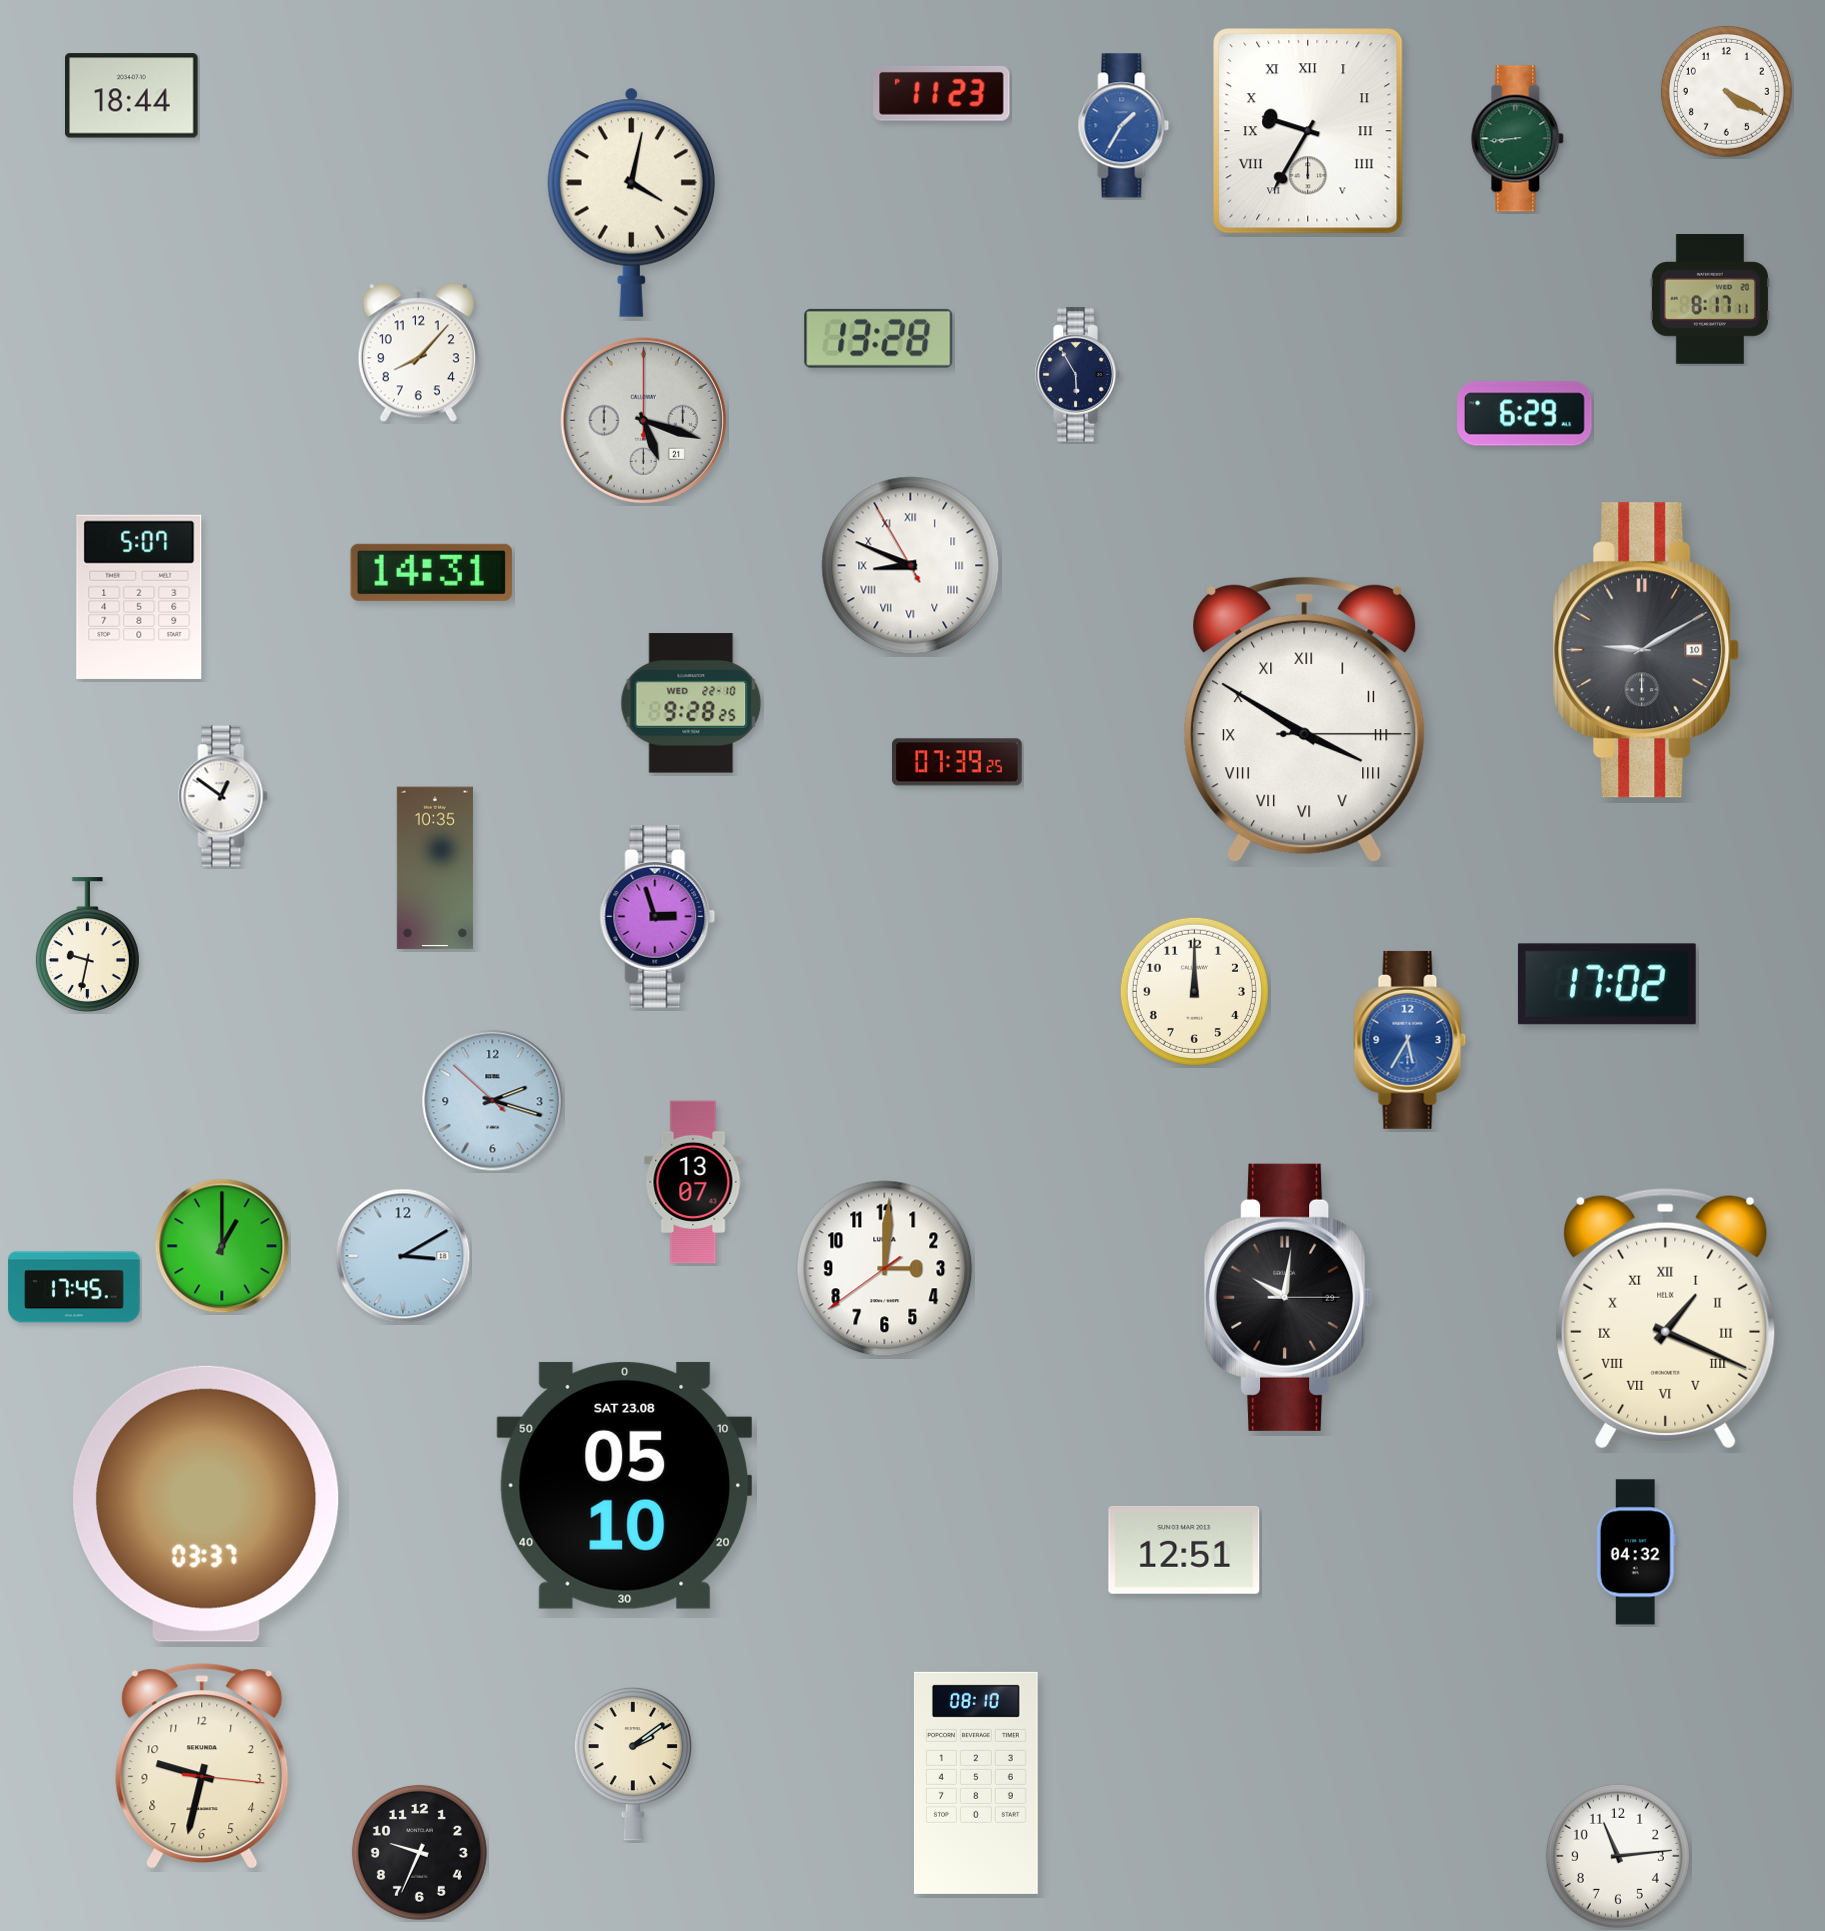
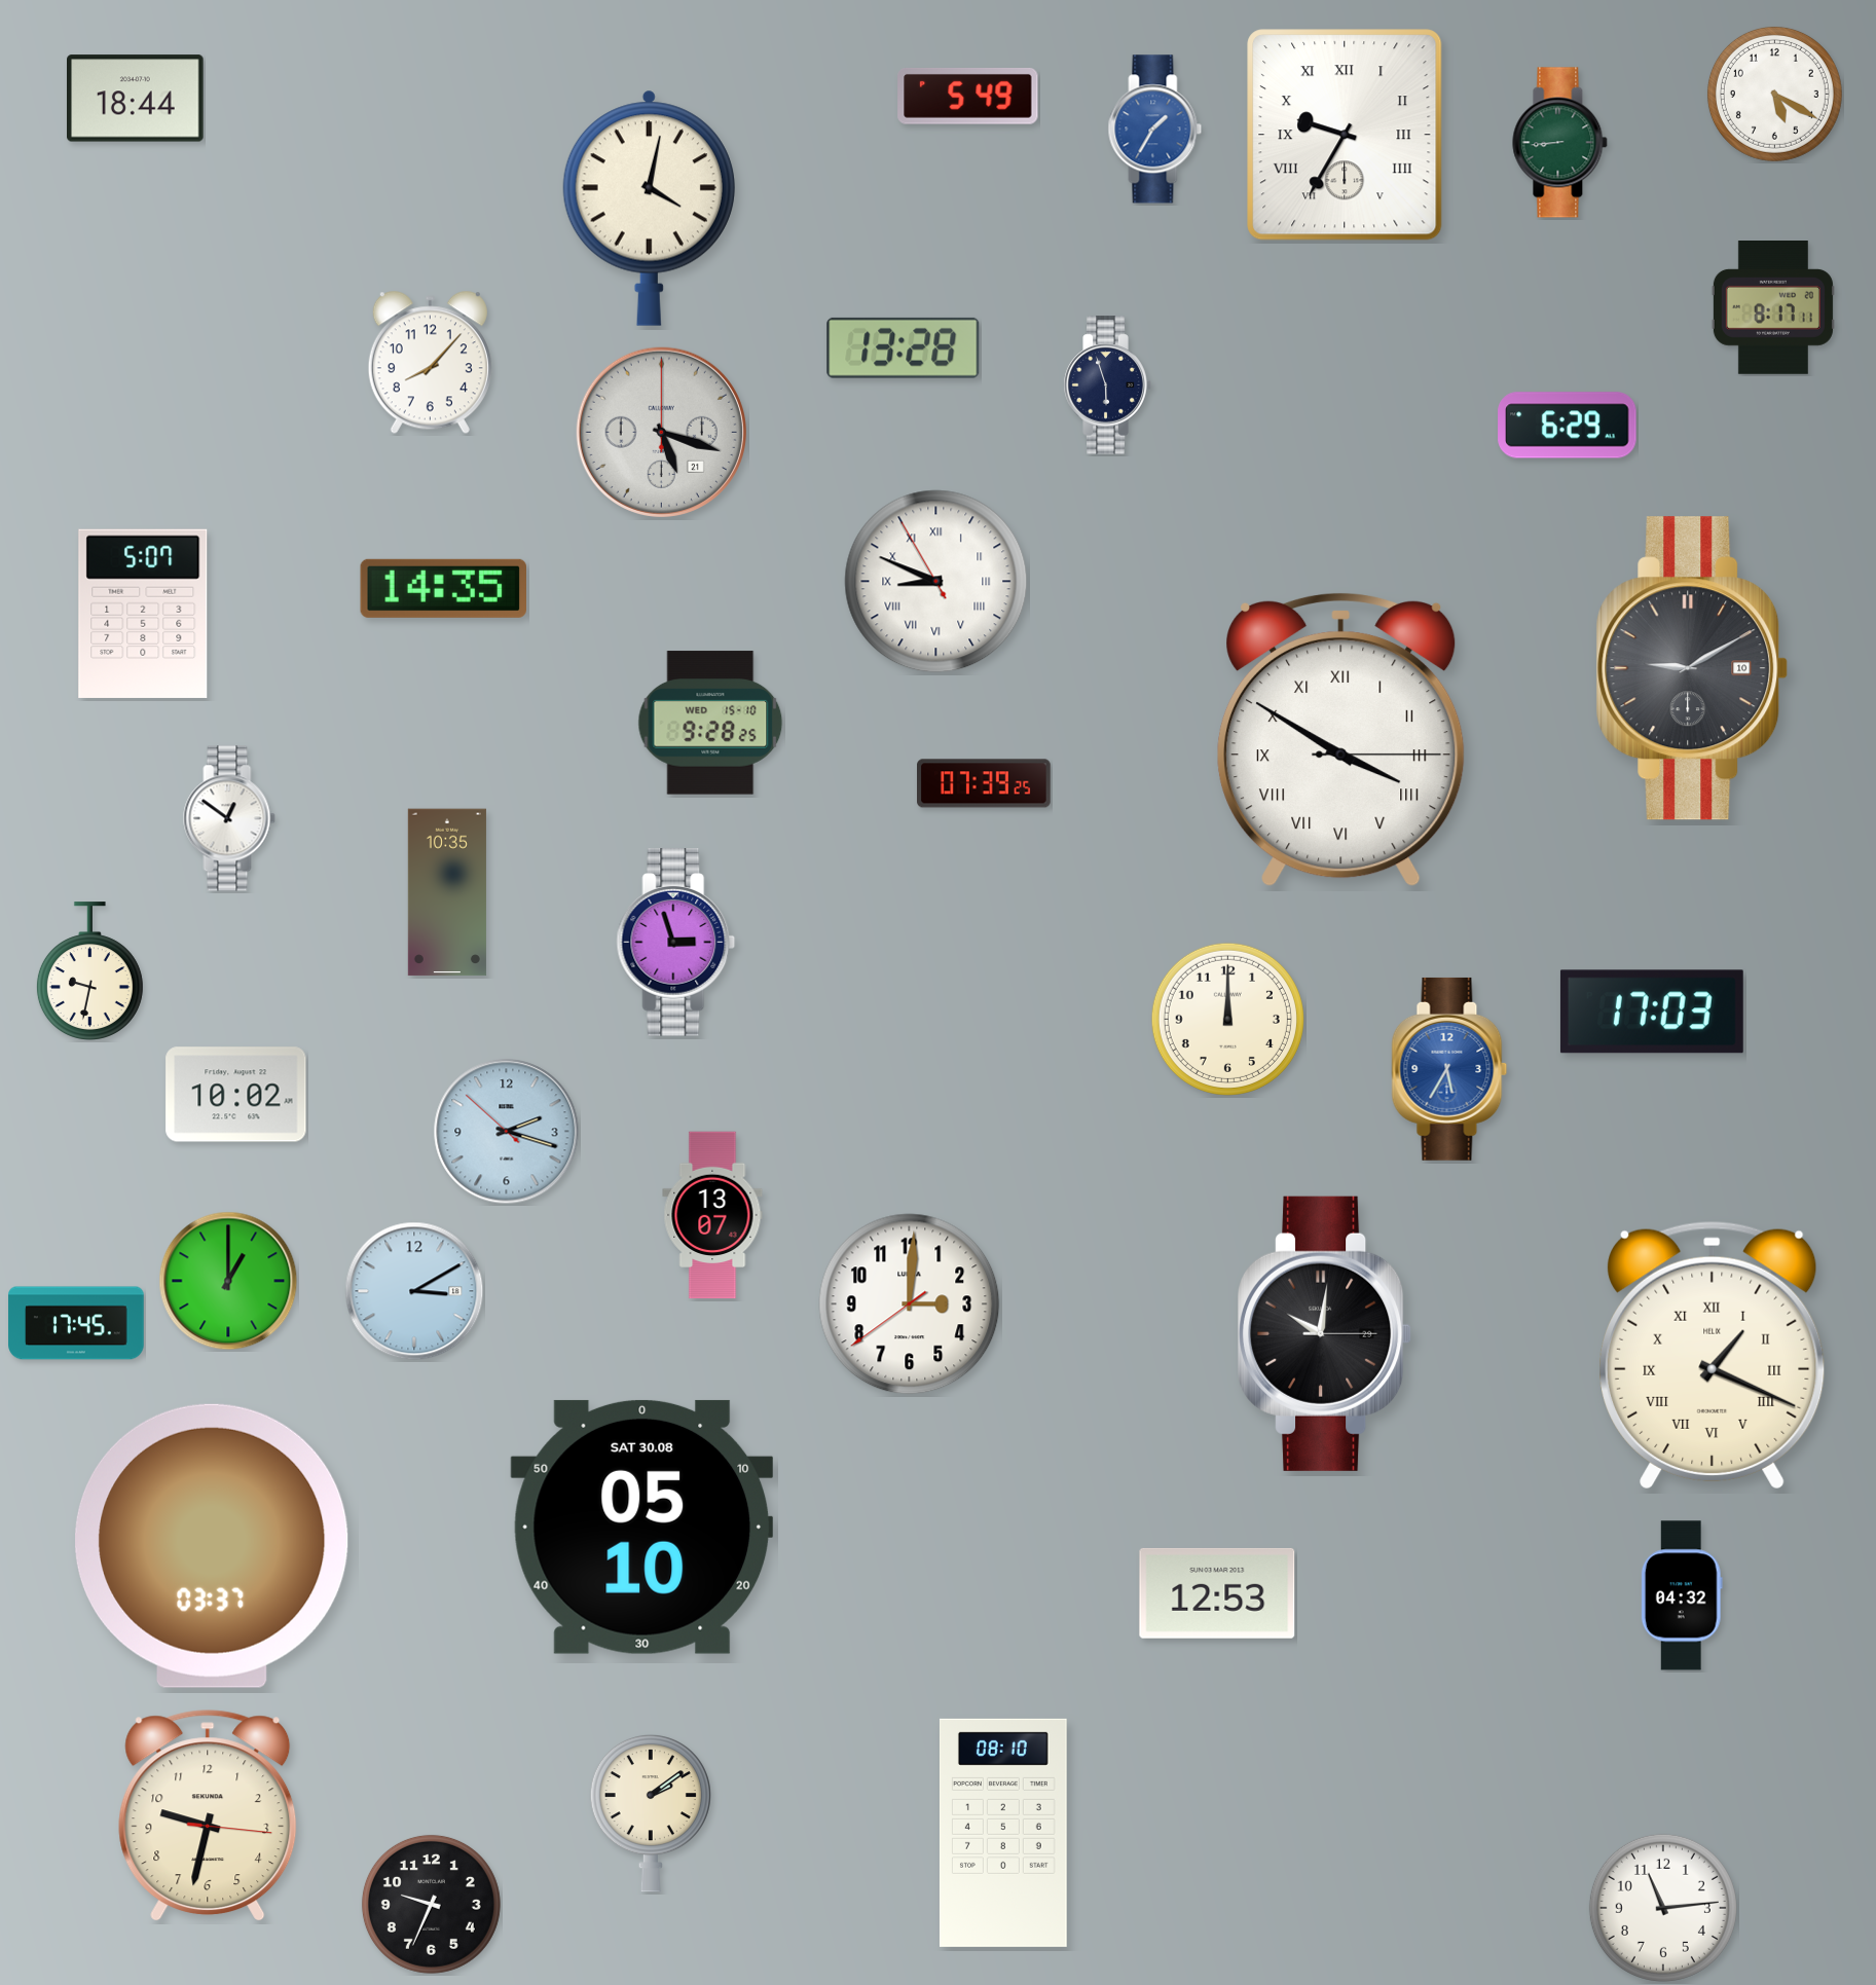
clock at (1726, 91): 4:20 -> 5:20
clock at (942, 94): 11:23 -> 5:49
clock at (1710, 300) position: (1710, 300) -> (1773, 308)
clock at (1077, 375): 5:55 -> 5:57
clock at (432, 572): 14:31 -> 14:35
clock at (691, 703) date: WED 22-10 -> WED 15-10
clock at (1607, 984): 17:02 -> 17:03
clock at (236, 1095): none -> 10:02
clock at (625, 1485) date: SAT 23.08 -> SAT 30.08
clock at (1184, 1550): 12:51 -> 12:53
